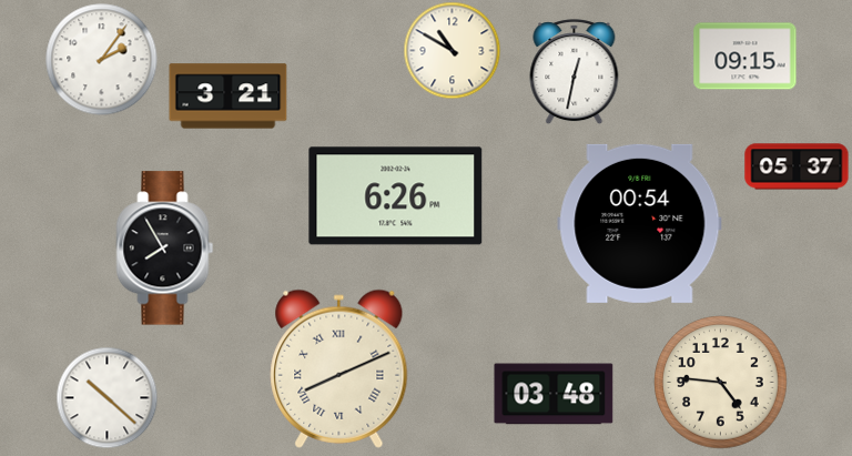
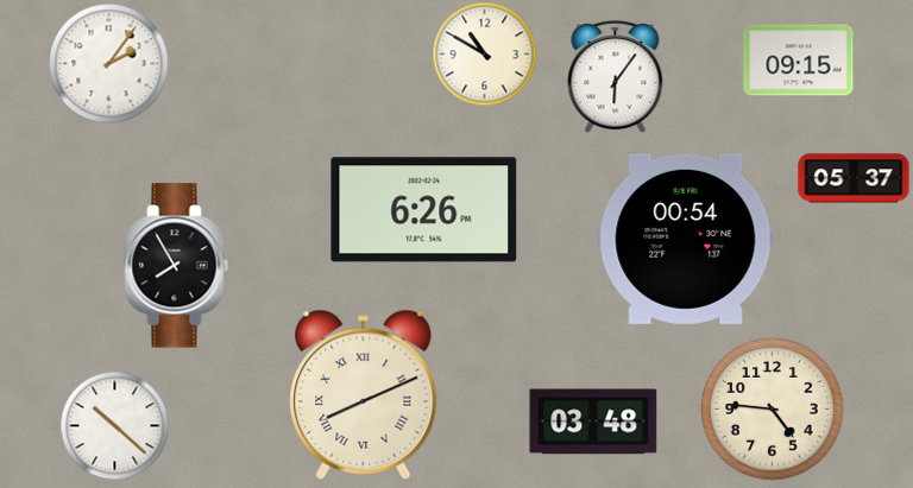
clock at (575, 72): 12:32 -> 6:06
clock at (229, 97): 3:21 -> none
